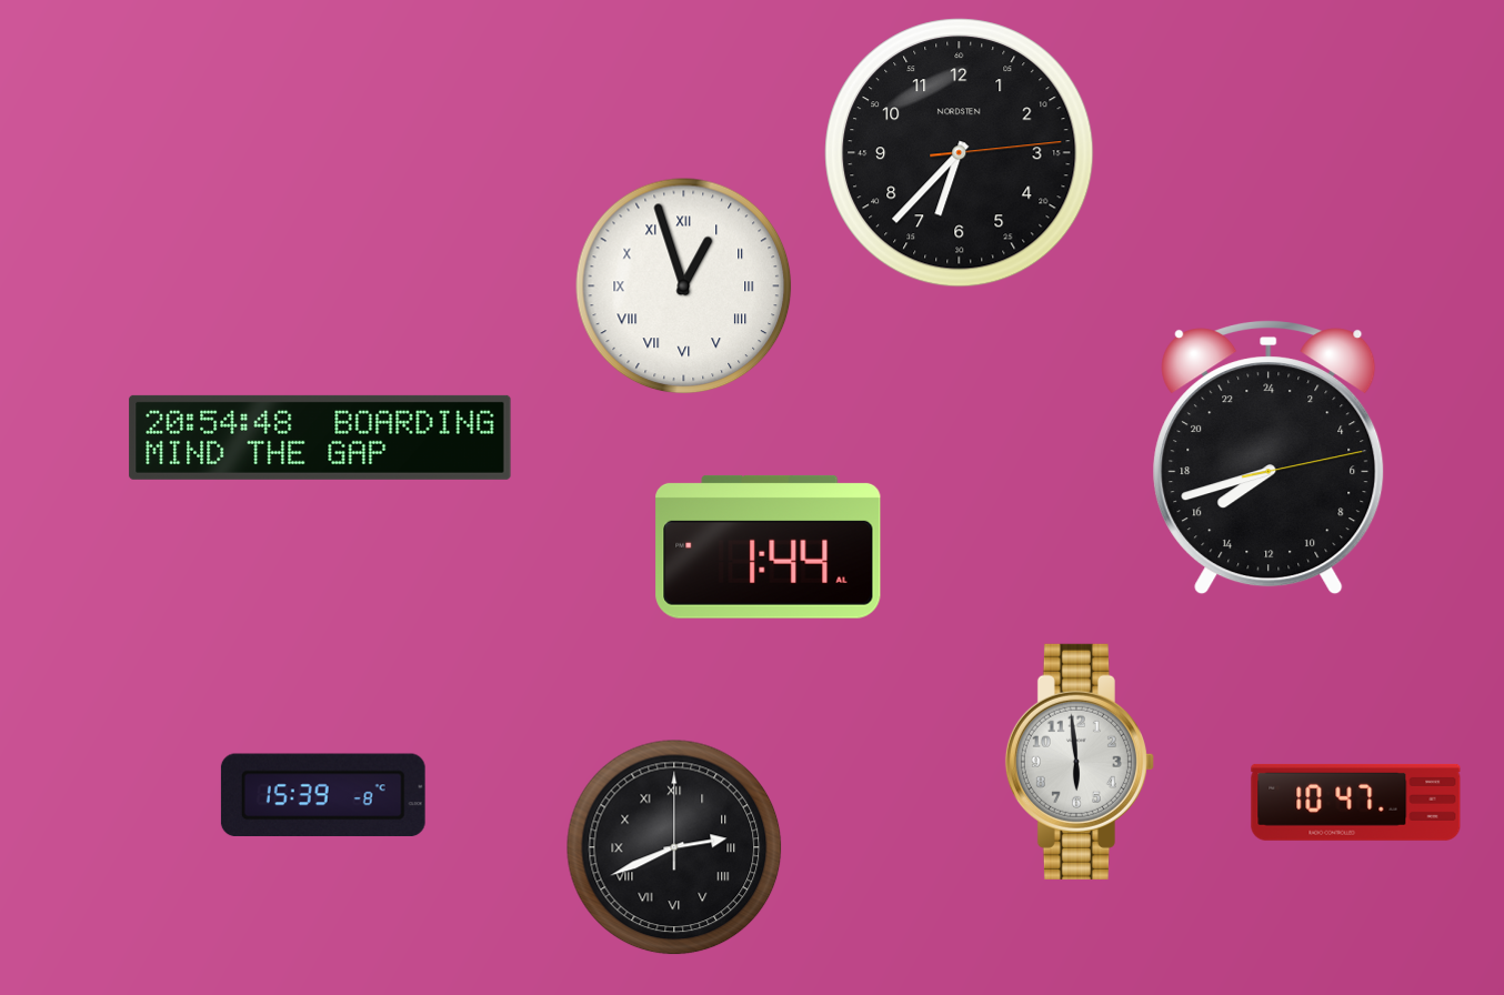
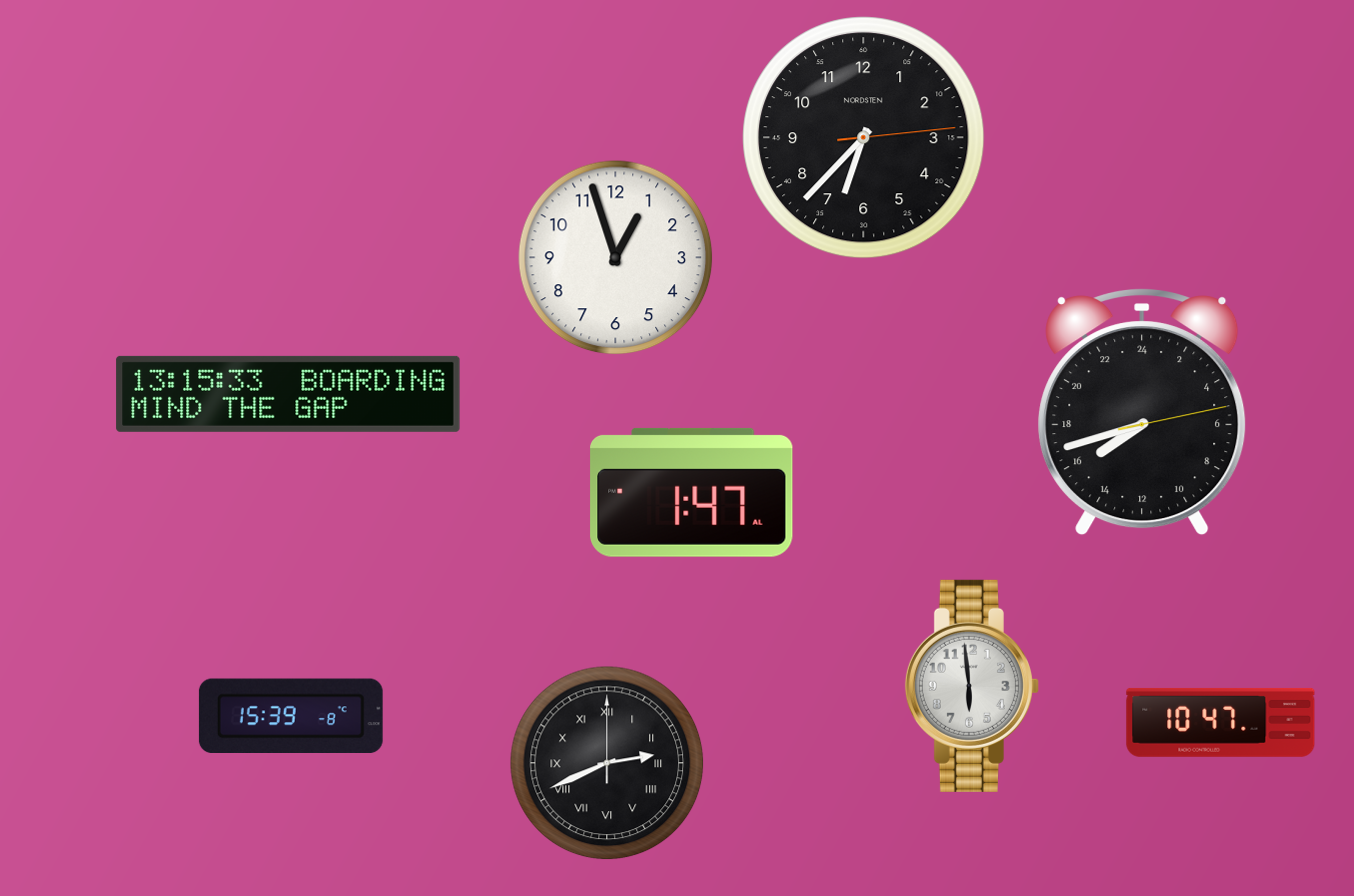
clock at (684, 287) numerals: Roman -> Arabic
clock at (320, 438): 20:54 -> 13:15
clock at (769, 546): 1:44 -> 1:47
